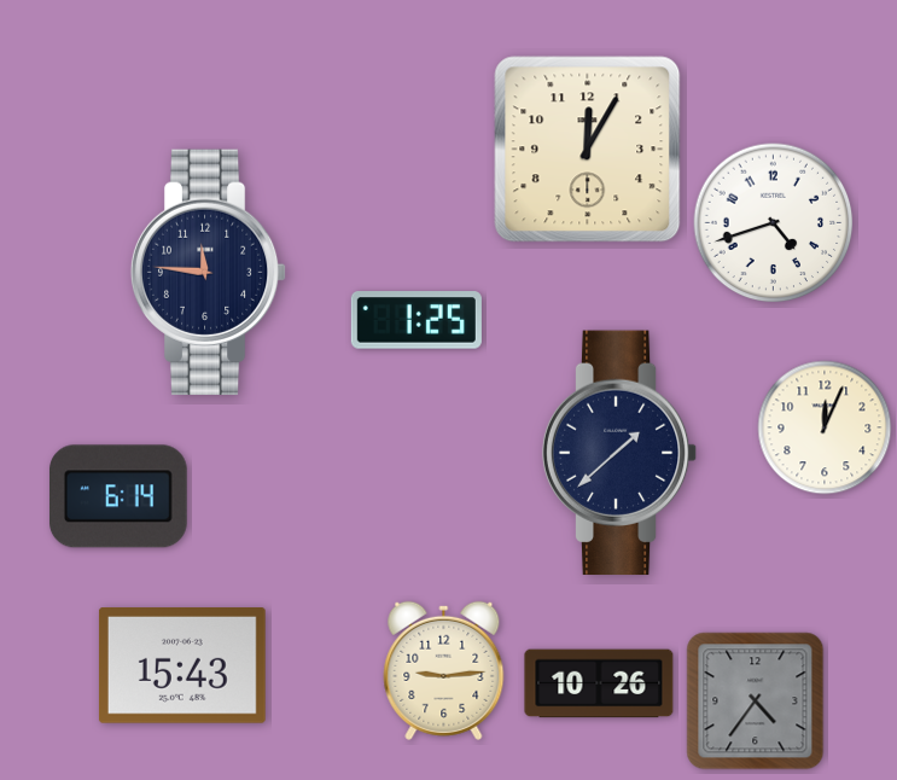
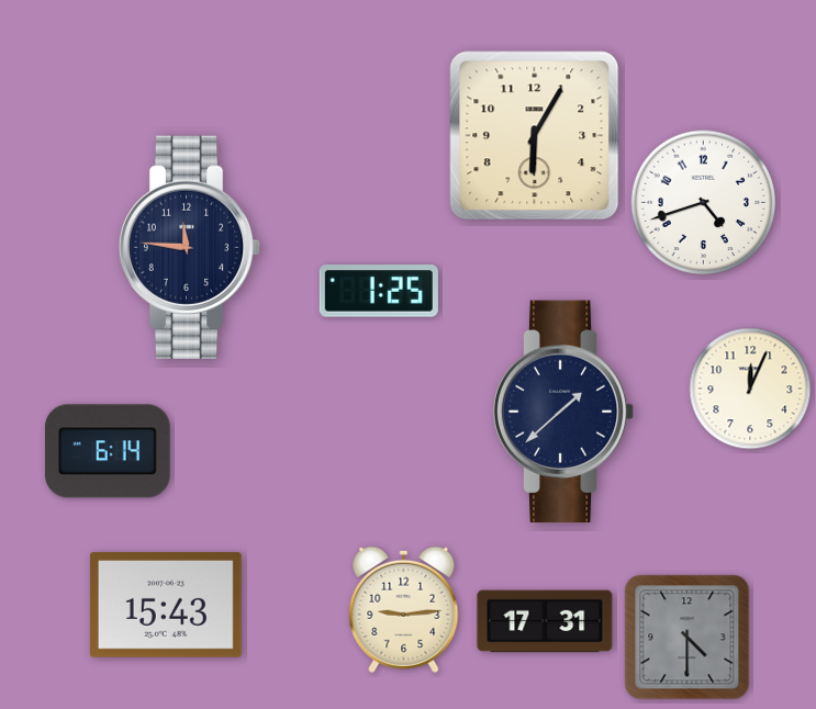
clock at (588, 150): 12:05 -> 6:05
clock at (599, 683): 10:26 -> 17:31
clock at (756, 702): 4:36 -> 4:30
